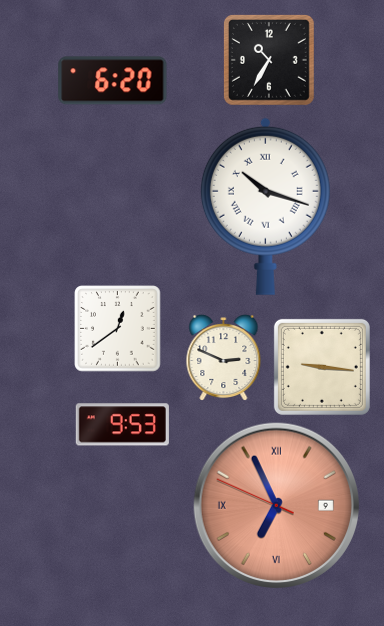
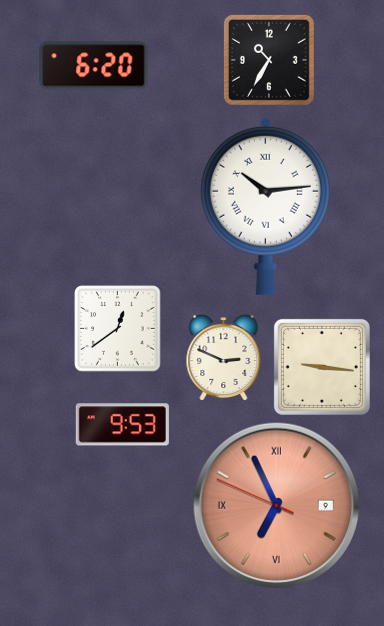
clock at (113, 81) position: (113, 81) -> (94, 66)
clock at (265, 206): 10:18 -> 10:14
